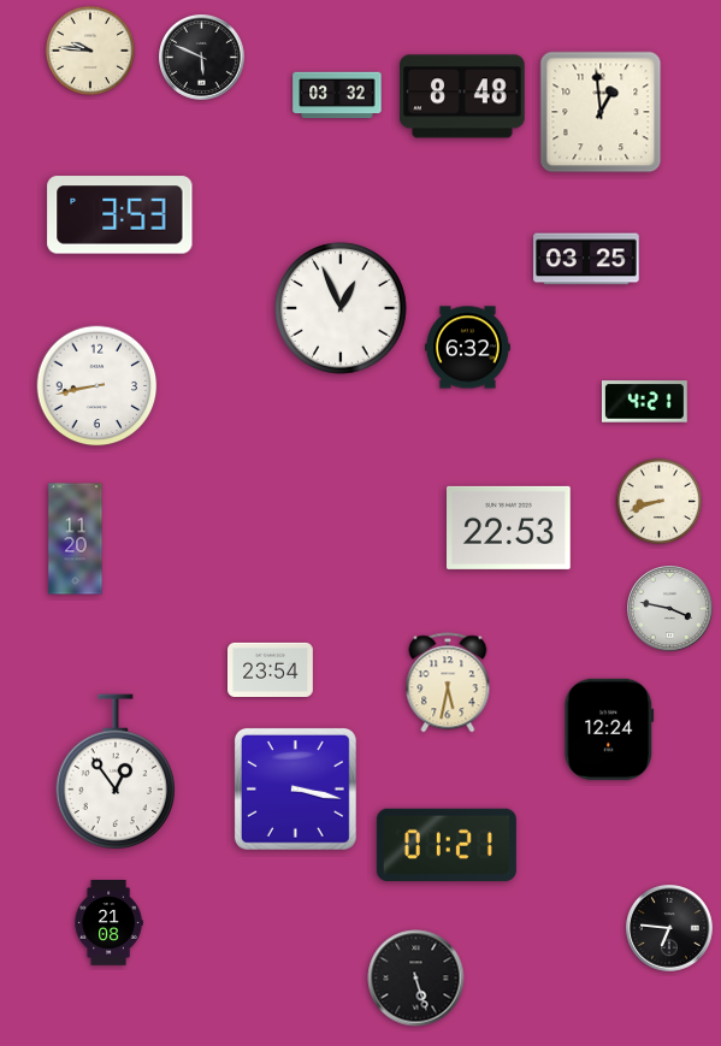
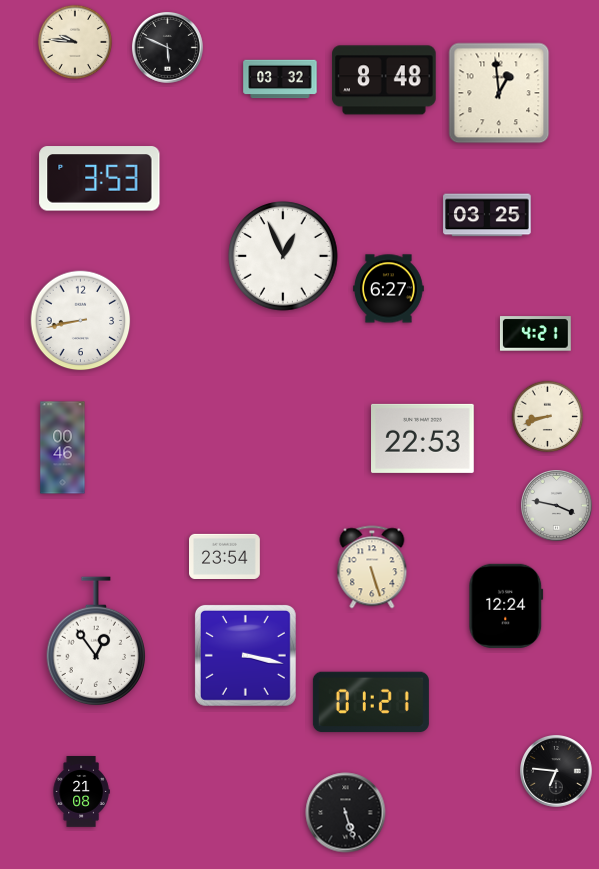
clock at (468, 348): 6:32 -> 6:27
clock at (76, 539): 11:20 -> 00:46
clock at (448, 682): 5:32 -> 5:27
clock at (108, 923) position: (108, 923) -> (81, 792)
